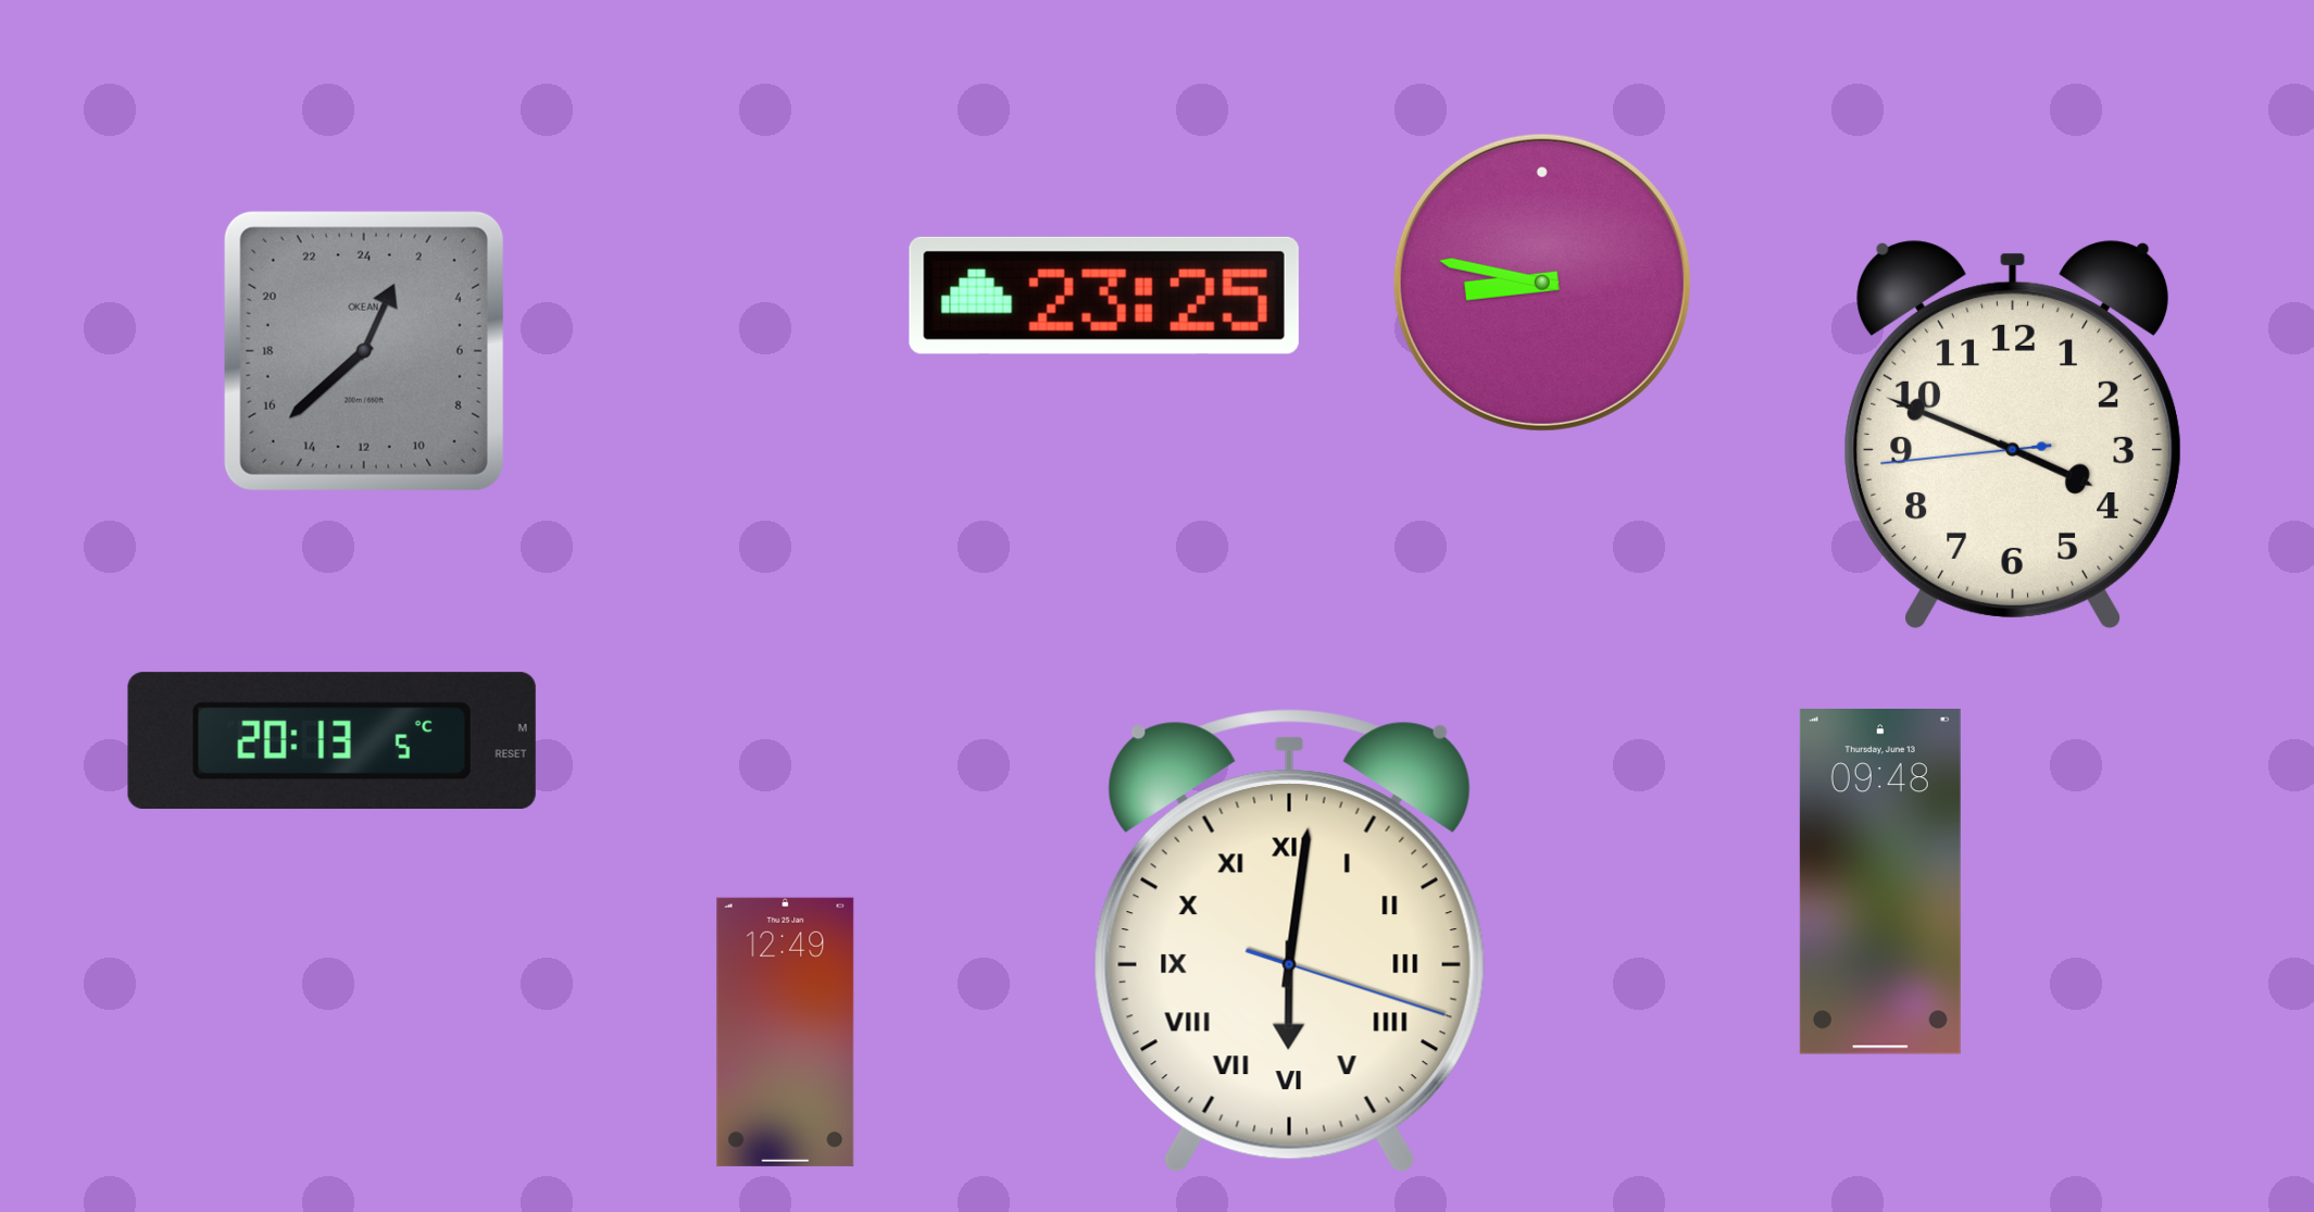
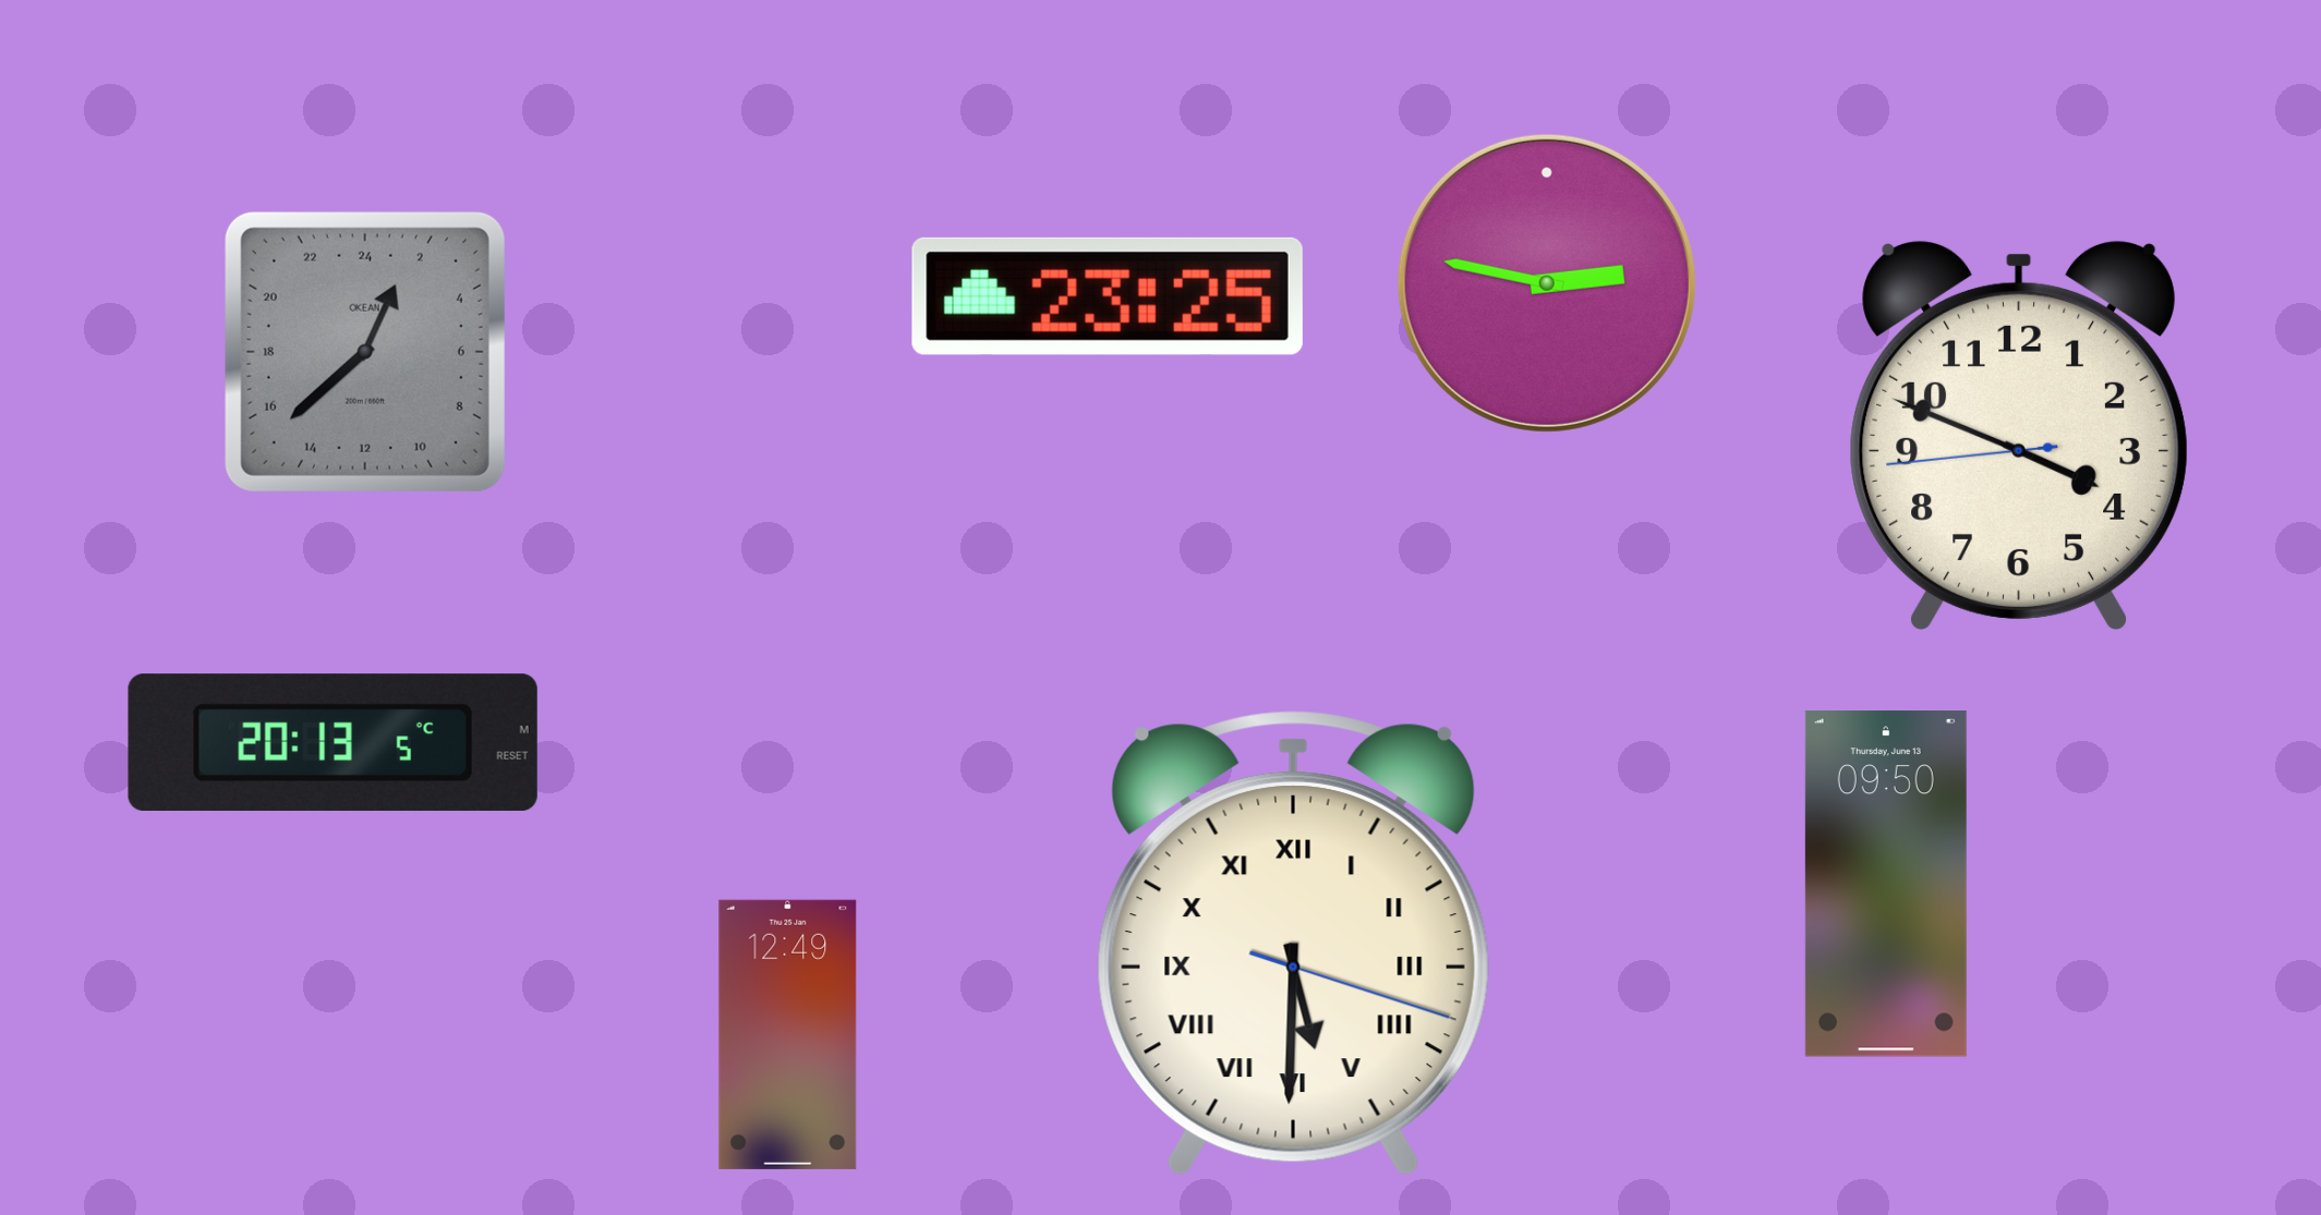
clock at (1542, 283): 8:47 -> 2:47
clock at (1880, 882): 09:48 -> 09:50
clock at (1289, 941): 6:01 -> 5:30
